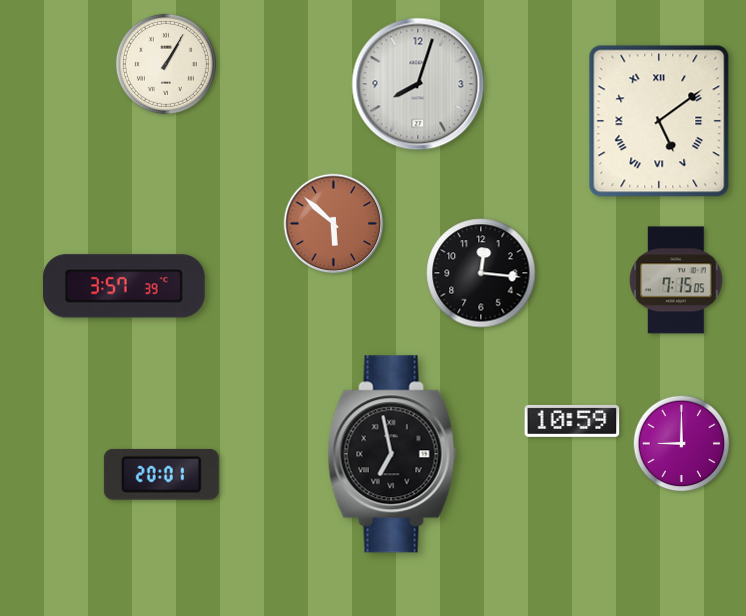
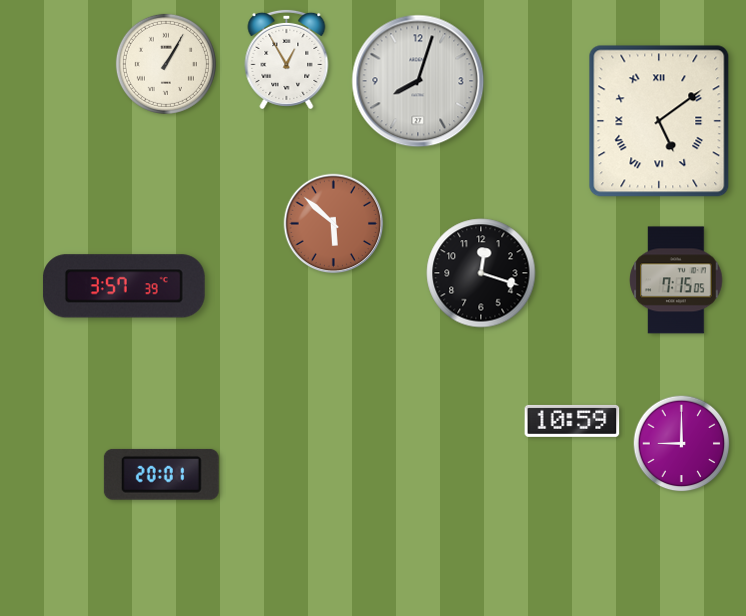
clock at (287, 59): none -> 12:55
clock at (418, 84) position: (418, 84) -> (418, 81)
clock at (481, 273): 12:16 -> 12:18
clock at (392, 454): 6:58 -> none
